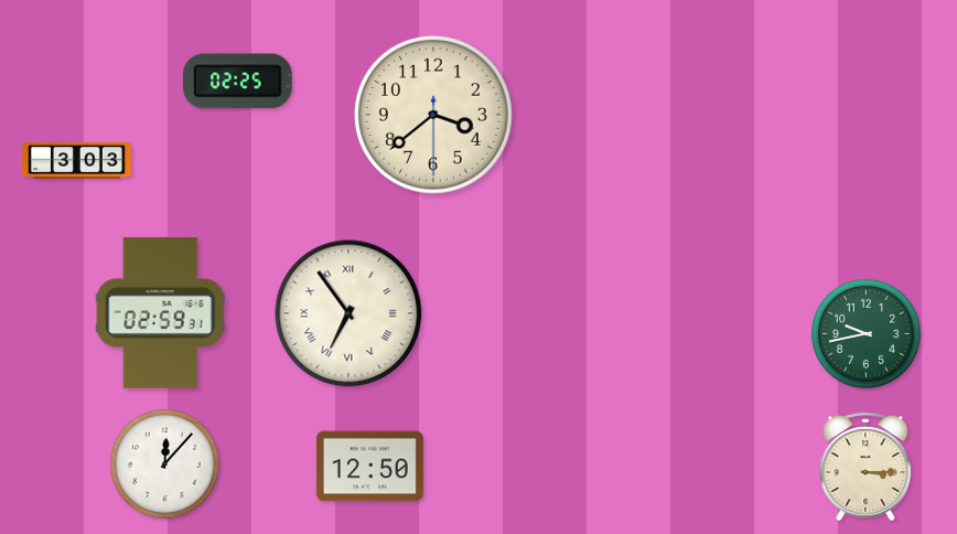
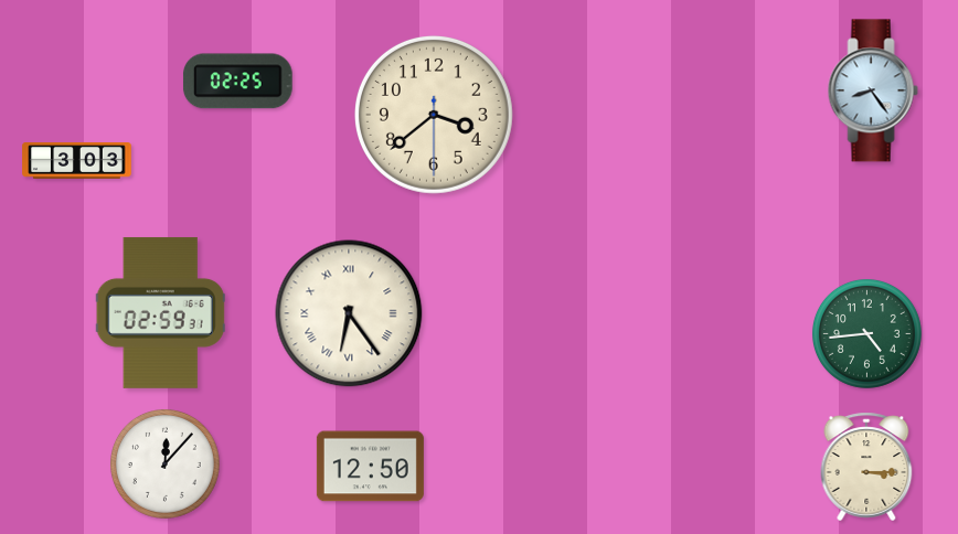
clock at (873, 90): none -> 8:24
clock at (348, 313): 6:54 -> 6:24
clock at (865, 333): 9:43 -> 4:44
